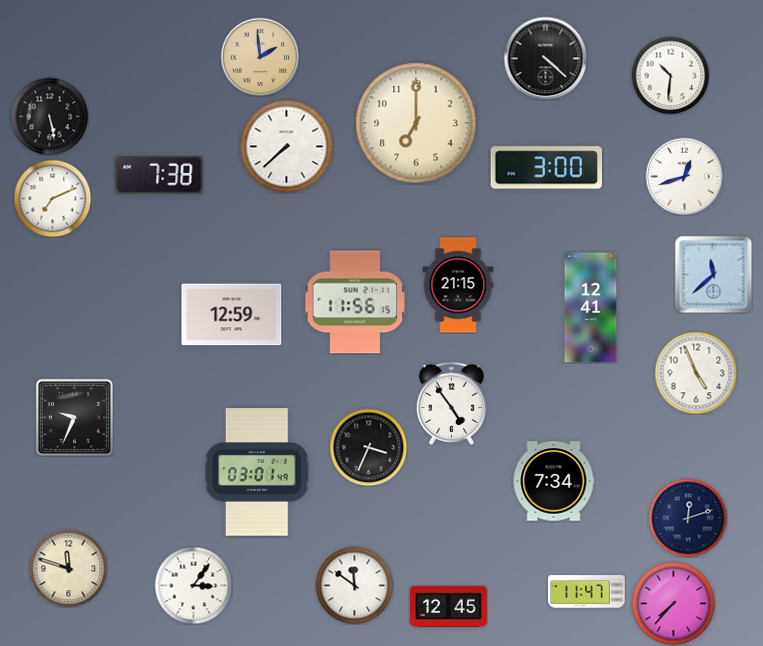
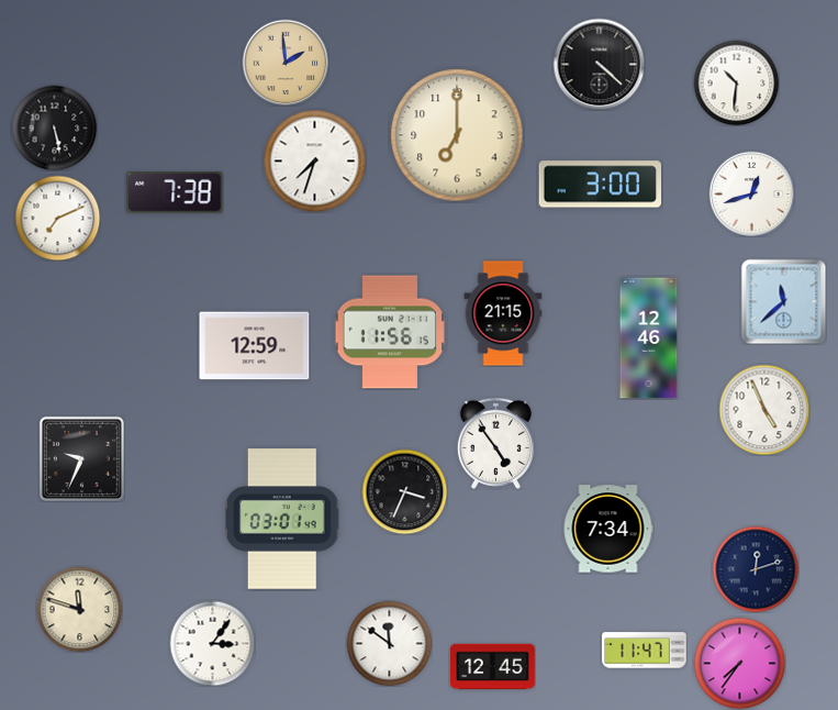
clock at (286, 146): 7:38 -> 7:33
clock at (591, 308): 12:41 -> 12:46
clock at (68, 568) position: (68, 568) -> (79, 609)
clock at (673, 603): 7:37 -> 7:36
